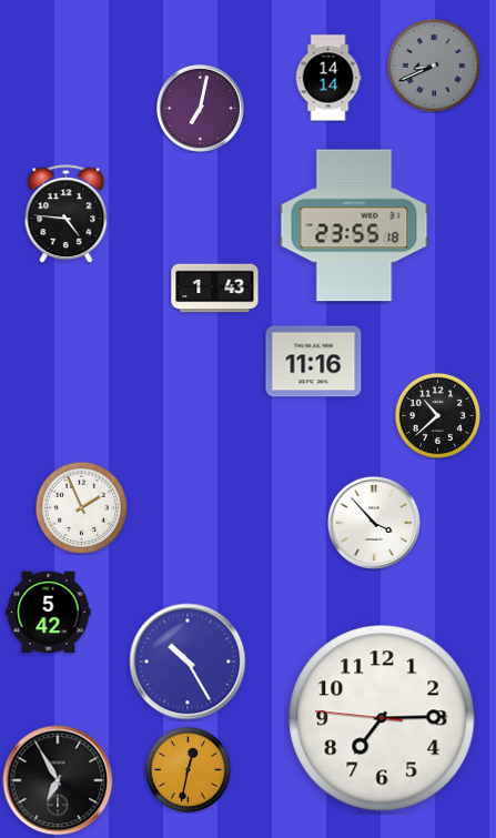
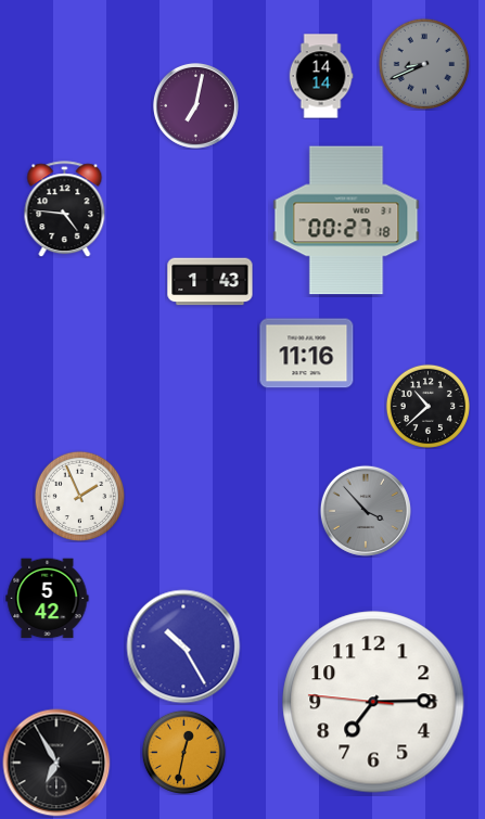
clock at (354, 225): 23:55 -> 00:27
clock at (374, 523) dial: white -> grey
